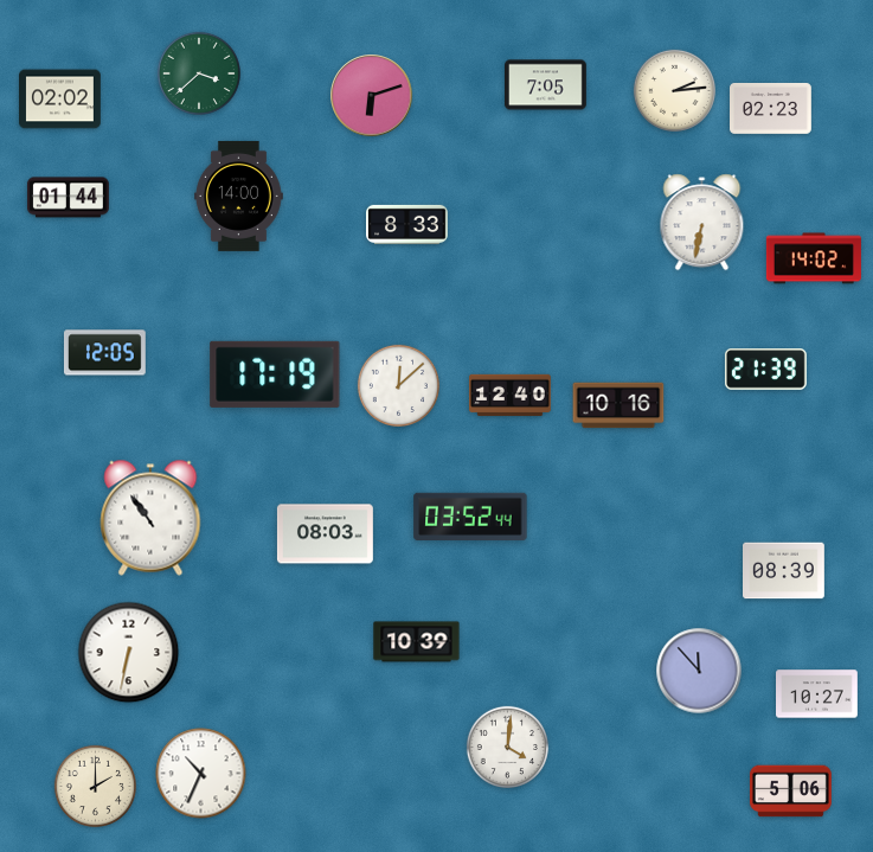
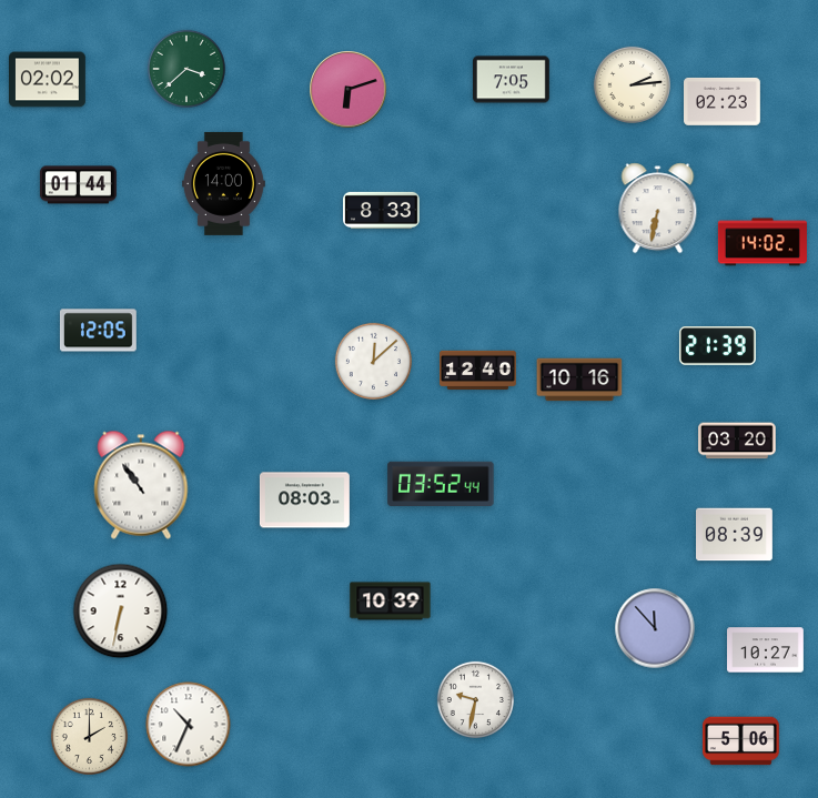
clock at (60, 100) position: (60, 100) -> (48, 80)
clock at (68, 198) position: (68, 198) -> (78, 185)
clock at (275, 374): 17:19 -> none
clock at (737, 441): none -> 03:20
clock at (507, 747): 4:01 -> 9:32
